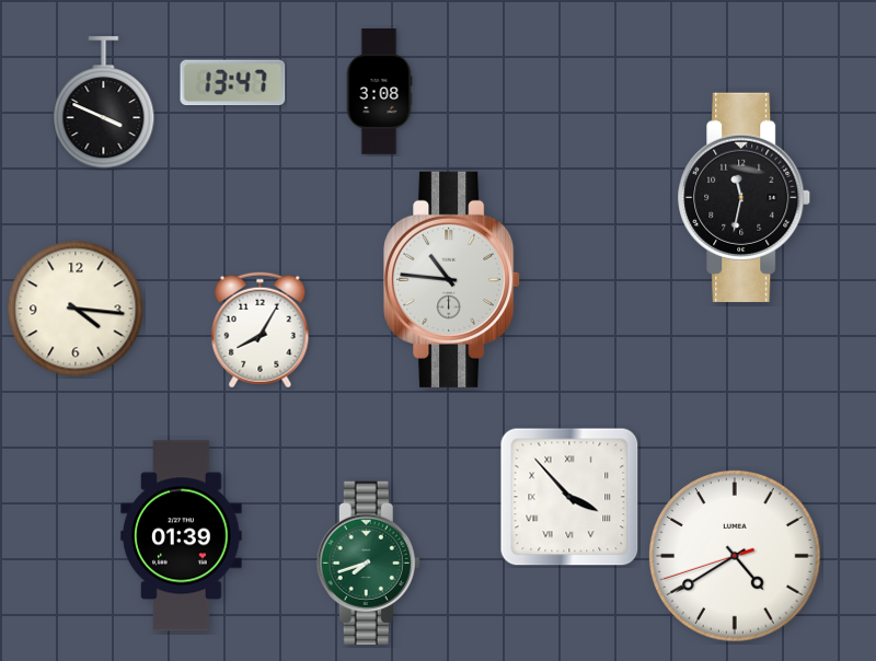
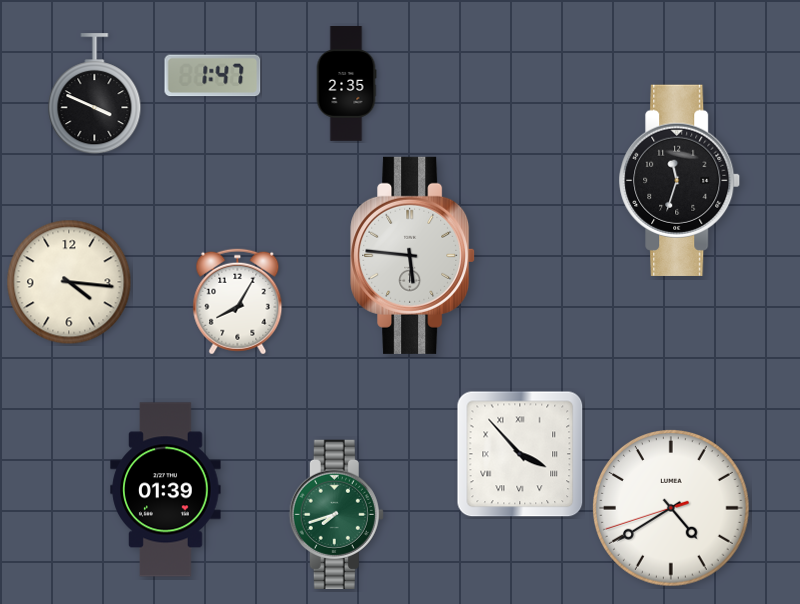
clock at (233, 83): 13:47 -> 1:47
clock at (379, 92): 3:08 -> 2:35
clock at (745, 197): 11:32 -> 11:33
clock at (452, 279): 10:46 -> 5:46
